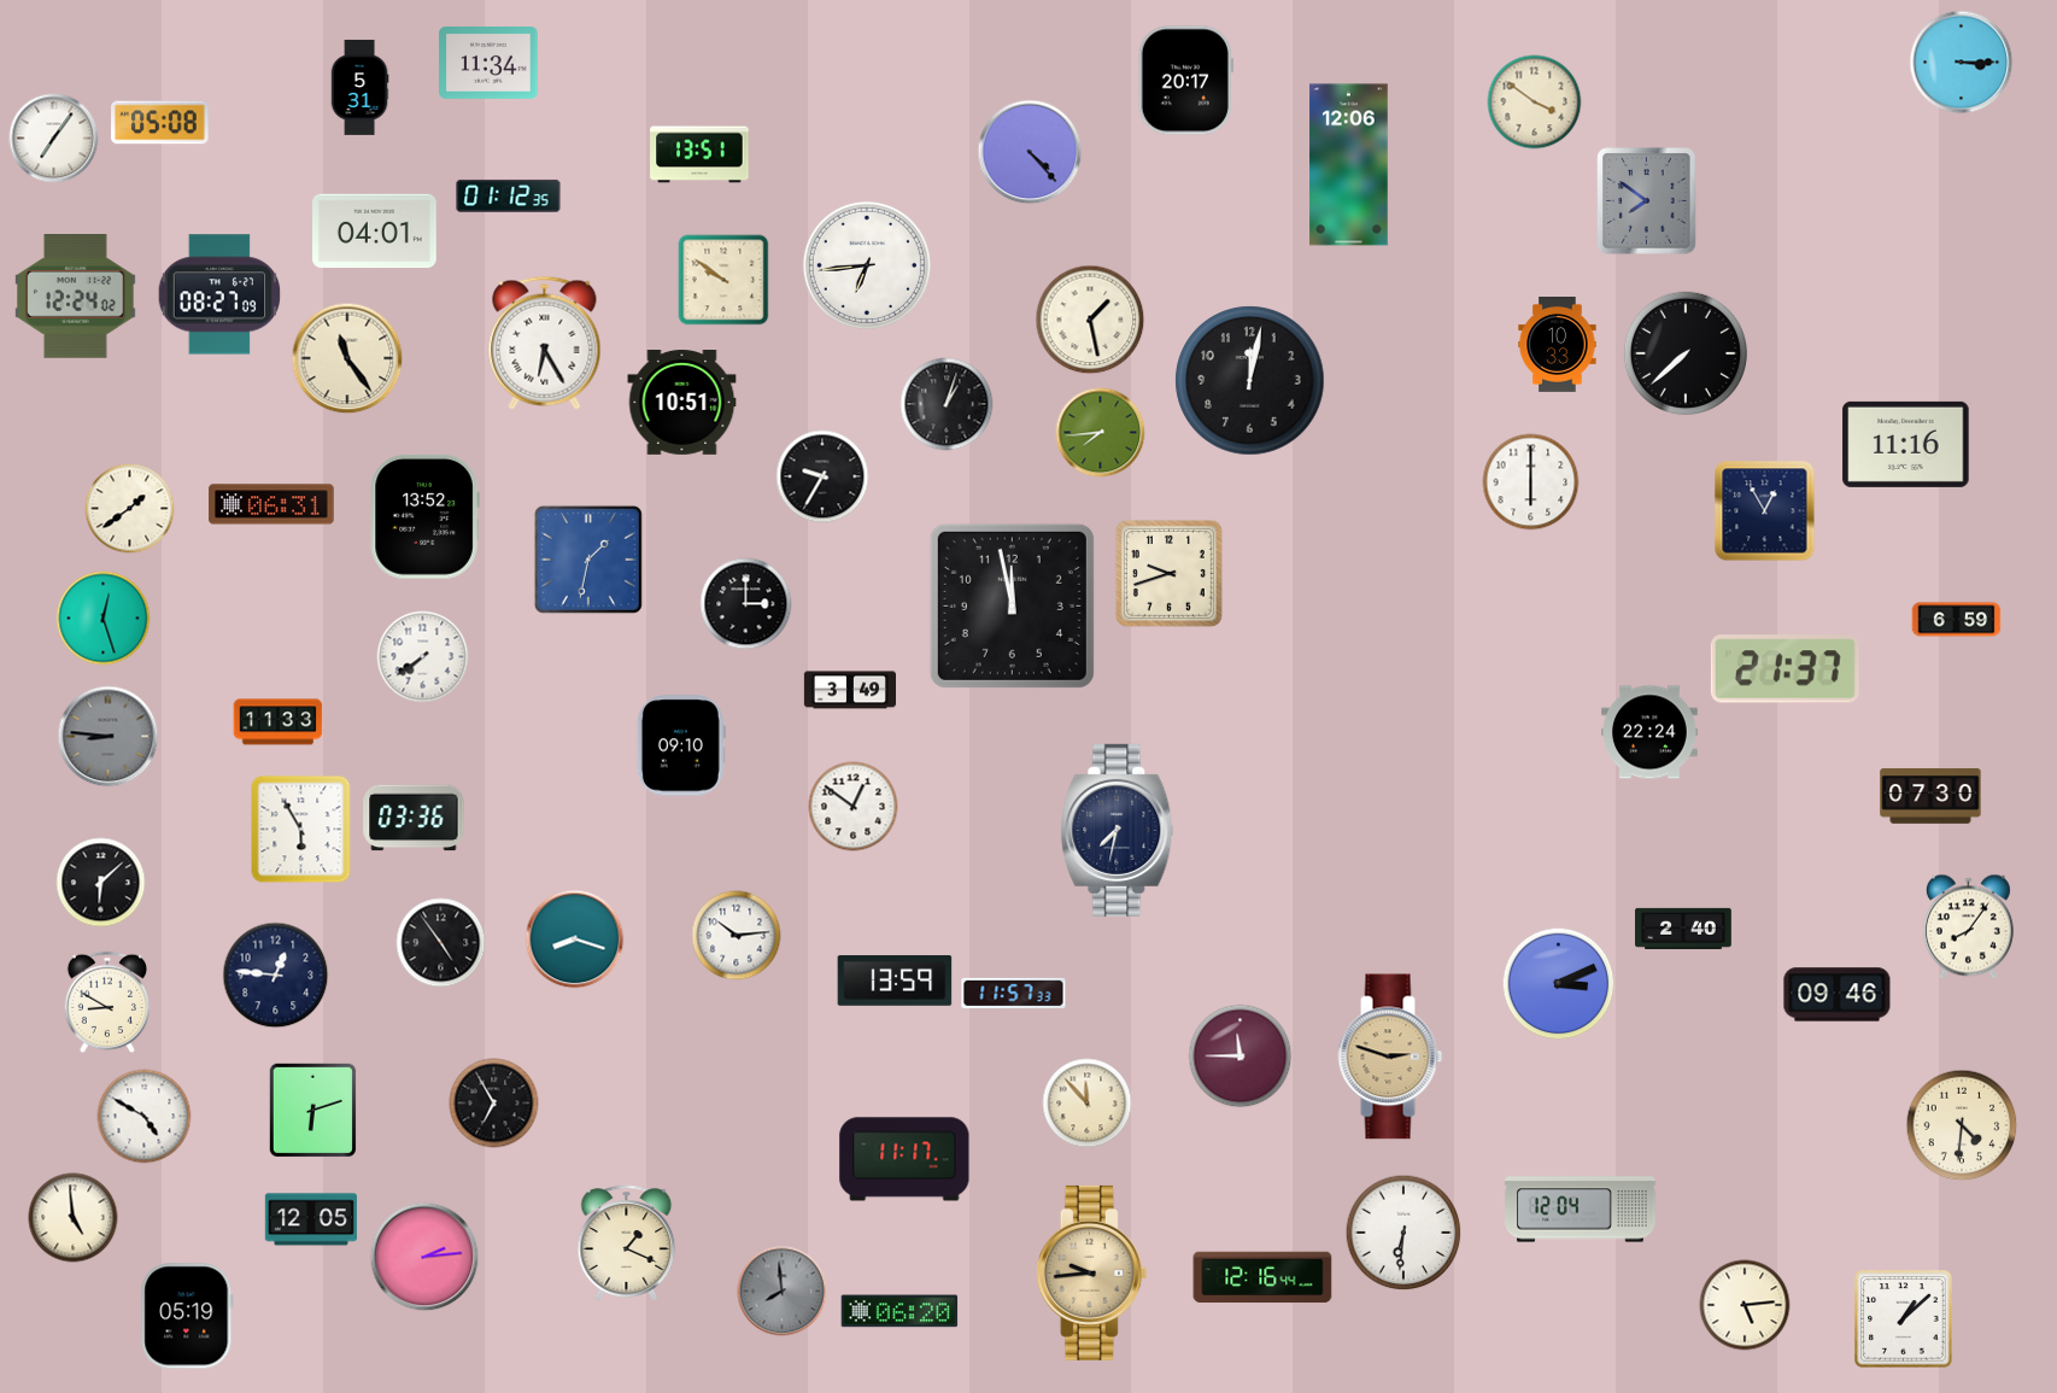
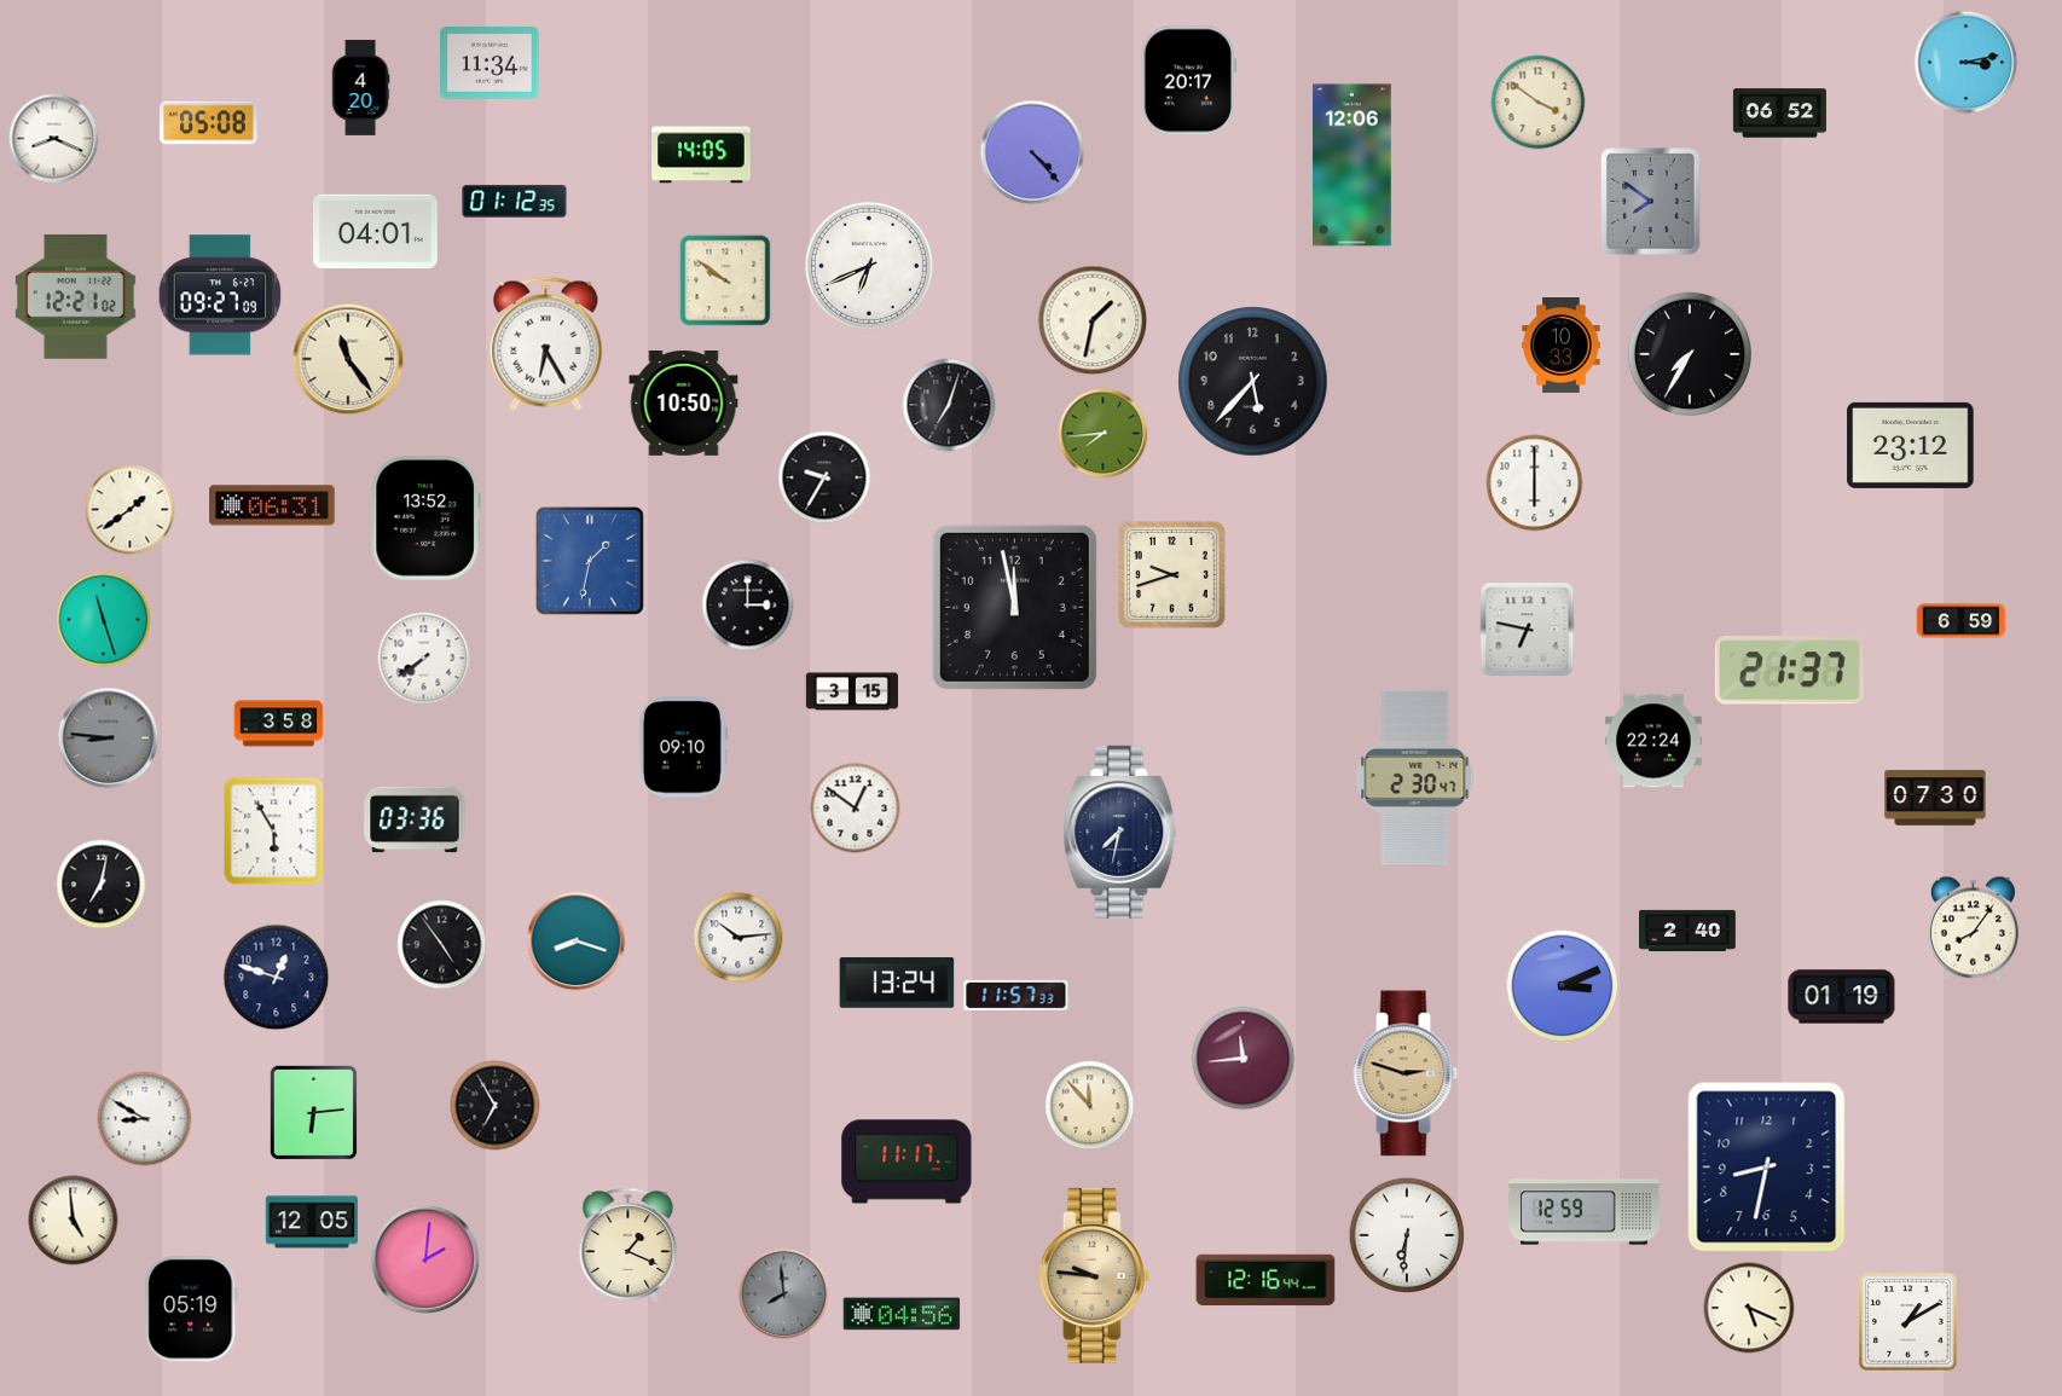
clock at (1962, 63): 3:15 -> 3:13
clock at (359, 87): 5:31 -> 4:20
clock at (1779, 114): none -> 06:52
clock at (160, 123) position: (160, 123) -> (209, 123)
clock at (54, 139): 7:06 -> 8:19
clock at (699, 154): 13:51 -> 14:05
clock at (509, 195) position: (509, 195) -> (515, 201)
clock at (867, 265): 6:44 -> 6:41
clock at (219, 294): 08:27 -> 09:27
clock at (76, 297): 12:24 -> 12:21
clock at (1090, 320): 1:28 -> 1:32
clock at (1686, 353): 7:38 -> 7:35
clock at (1250, 381): 12:02 -> 5:37
clock at (682, 403): 10:51 -> 10:50
clock at (947, 404): 1:03 -> 7:03
clock at (1906, 444): 11:16 -> 23:12
clock at (1765, 511): 12:55 -> none
clock at (104, 619): 12:27 -> 11:27
clock at (1528, 630): none -> 6:47
clock at (849, 690): 3:49 -> 3:15
clock at (279, 722): 11:33 -> 3:58
clock at (1651, 732) position: (1651, 732) -> (1655, 741)
clock at (1415, 777): none -> 2:30
clock at (301, 830) position: (301, 830) -> (274, 832)
clock at (101, 883): 6:08 -> 7:02
clock at (276, 976): 12:46 -> 12:48
clock at (895, 981): 13:59 -> 13:24
clock at (1838, 995): 09:46 -> 01:19
clock at (106, 1002): 8:50 -> none
clock at (1241, 1057): 11:45 -> 11:44
clock at (1390, 1057) position: (1390, 1057) -> (1406, 1073)
clock at (313, 1111): 6:12 -> 6:14
clock at (145, 1117): 4:50 -> 8:50
clock at (1962, 1125): 4:31 -> none
clock at (1767, 1168): none -> 8:32
clock at (1581, 1210): 12:04 -> 12:59
clock at (424, 1257): 2:14 -> 2:01
clock at (1091, 1272): 9:44 -> 9:46
clock at (1745, 1305): 5:14 -> 5:19
clock at (899, 1311): 06:20 -> 04:56
clock at (187, 1316) position: (187, 1316) -> (191, 1309)
clock at (1904, 1319): 1:08 -> 1:10
